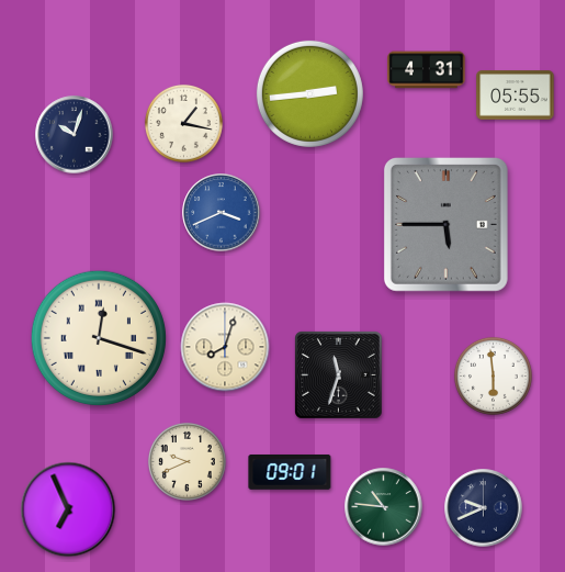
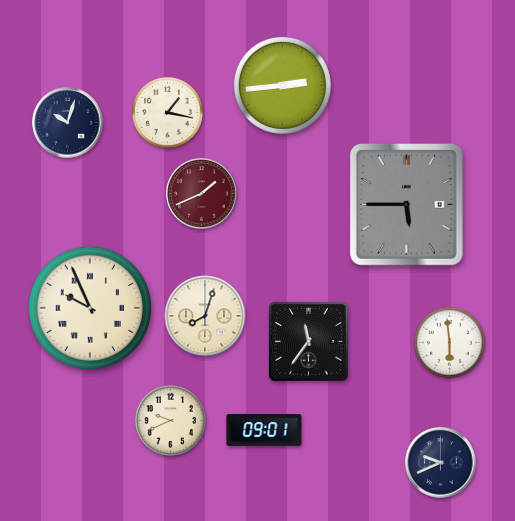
clock at (427, 70): 4:31 -> none
clock at (516, 96): 05:55 -> none
clock at (222, 213): 3:41 -> 1:41
clock at (222, 213) dial: blue -> burgundy
clock at (99, 338): 12:18 -> 9:56
clock at (339, 375): 11:33 -> 11:36
clock at (384, 507): 10:46 -> none
clock at (68, 509): 6:56 -> none
